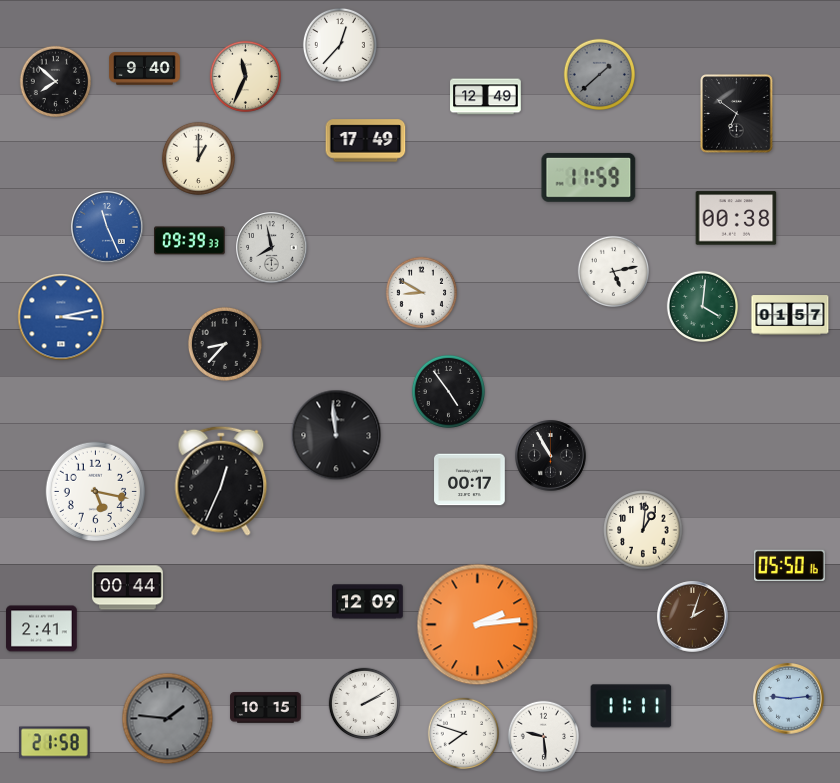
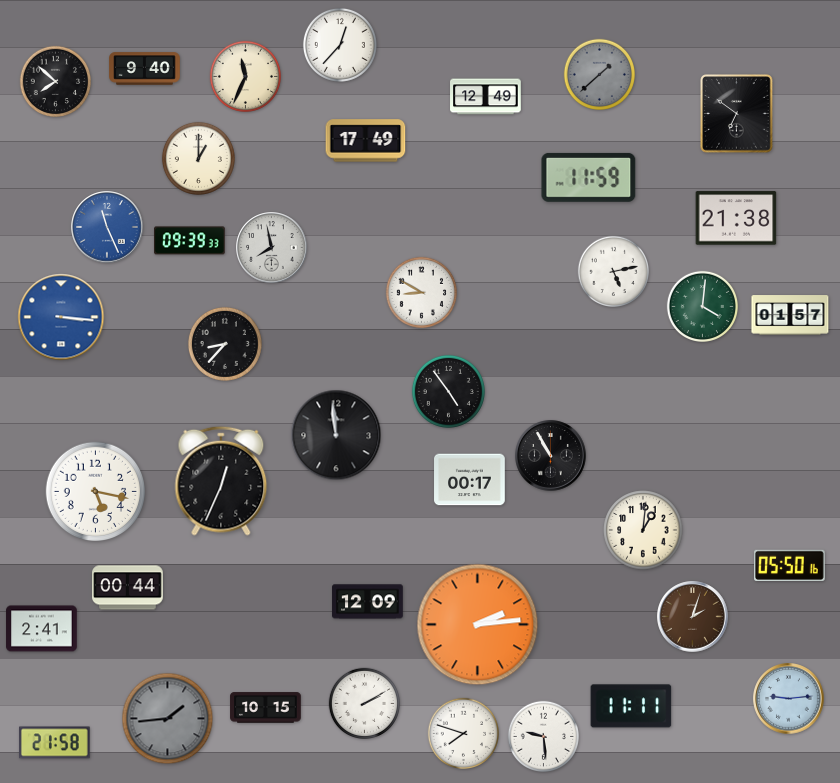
clock at (736, 218): 00:38 -> 21:38
clock at (61, 317): 3:13 -> 3:16
clock at (168, 719): 1:46 -> 1:44
